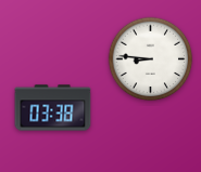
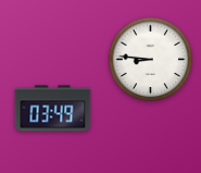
clock at (53, 108): 03:38 -> 03:49
